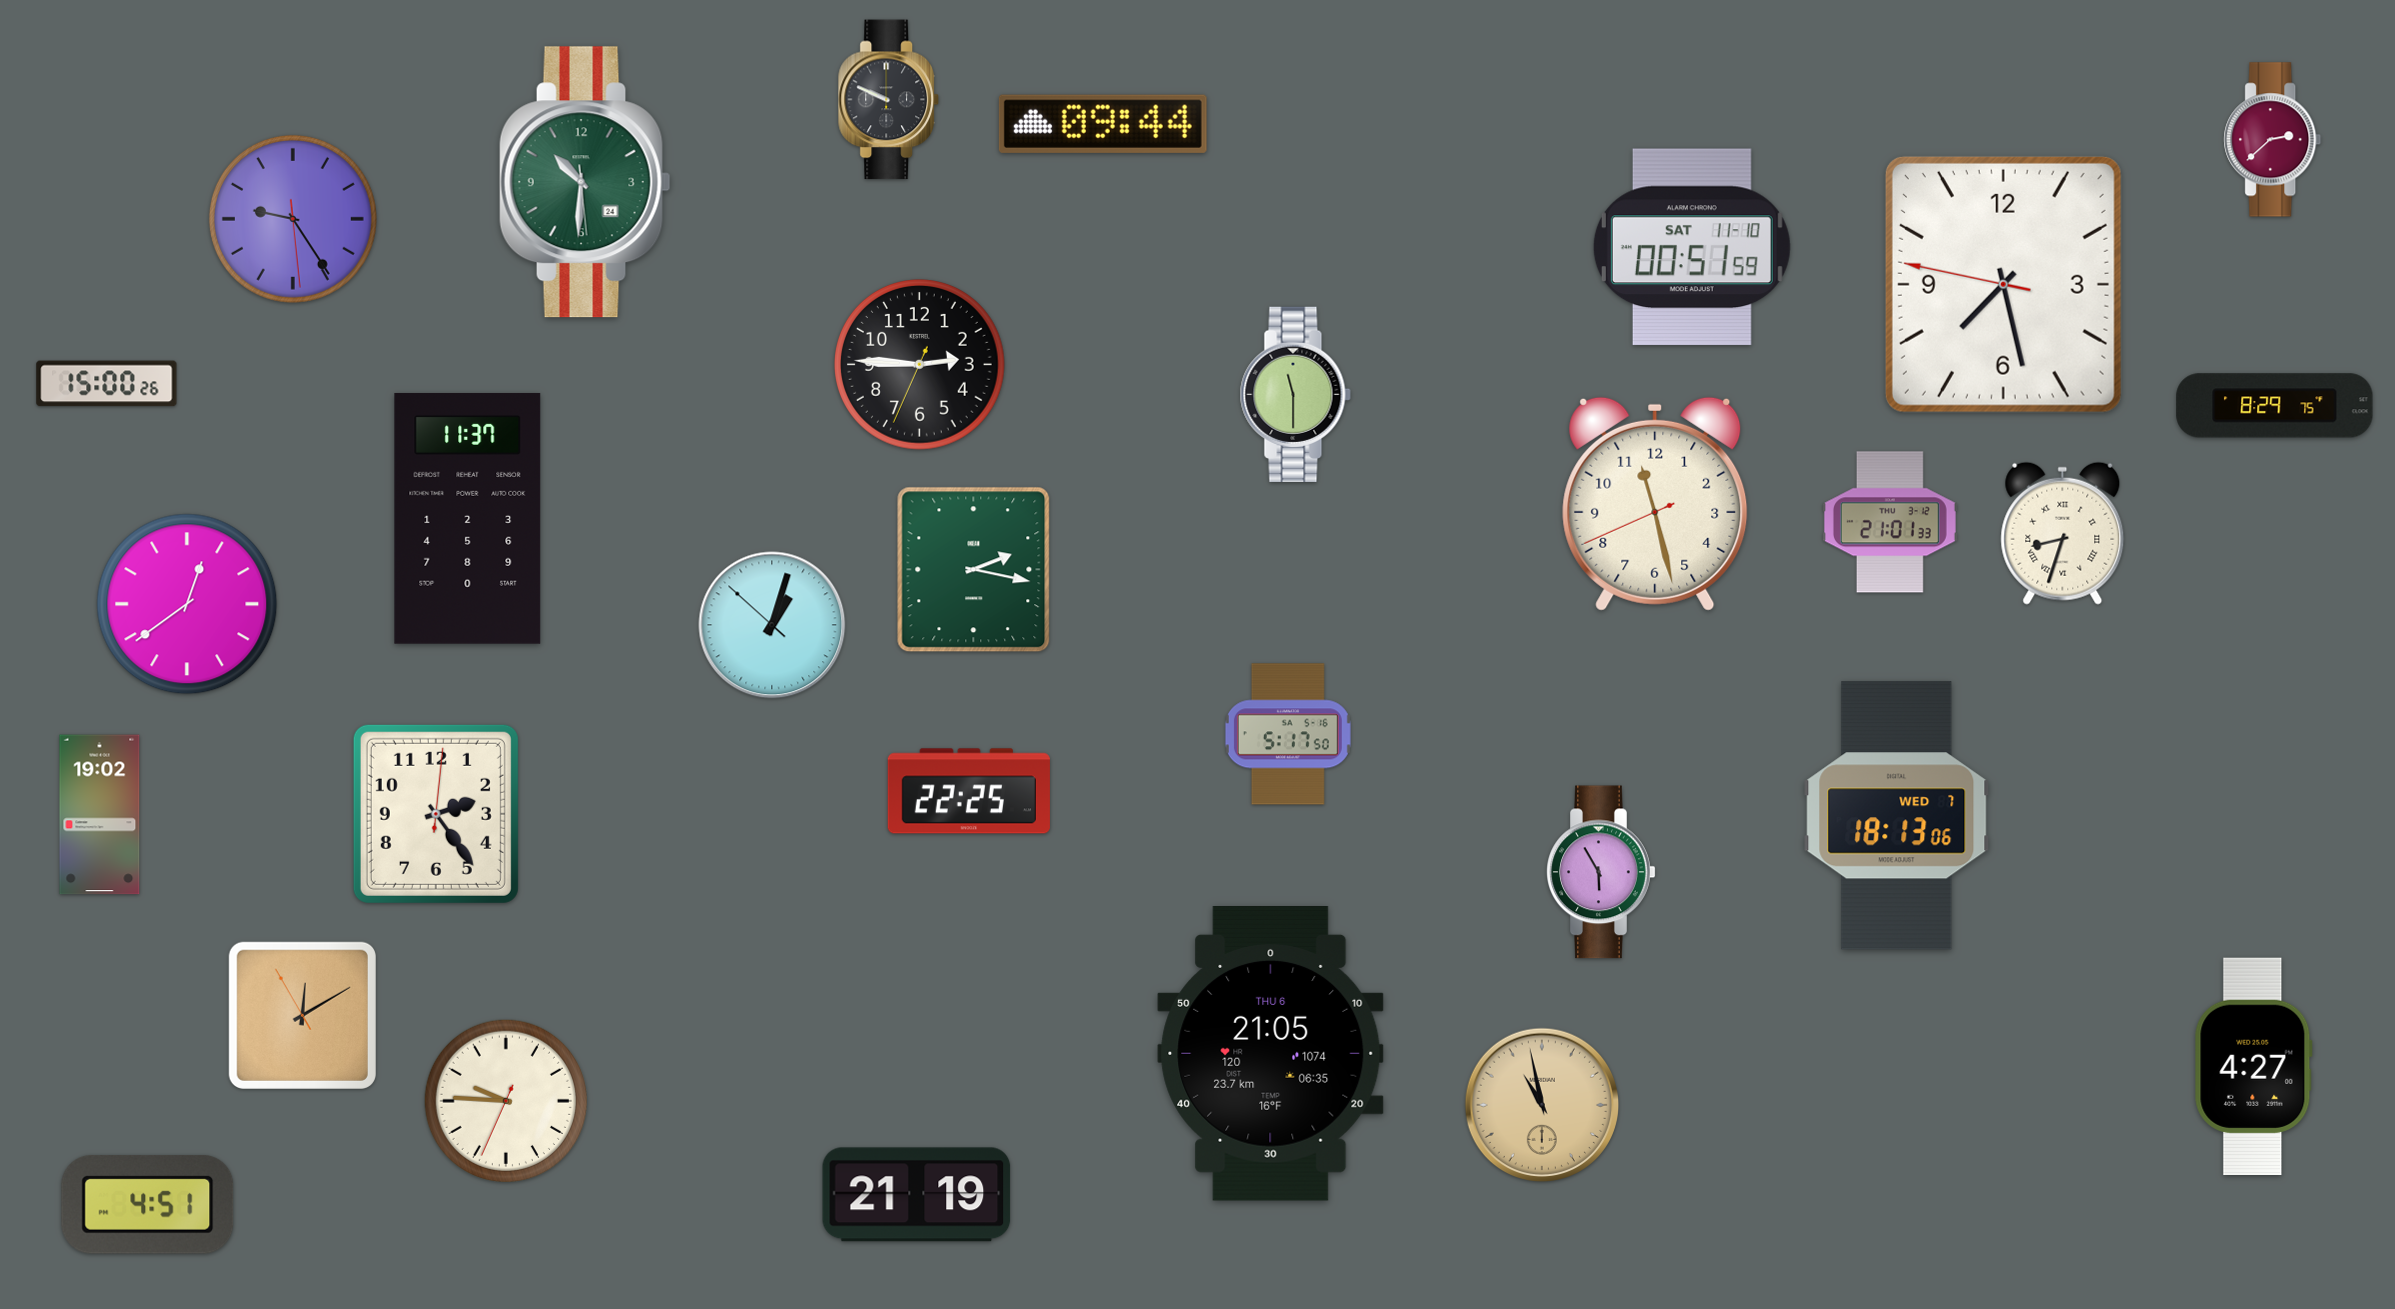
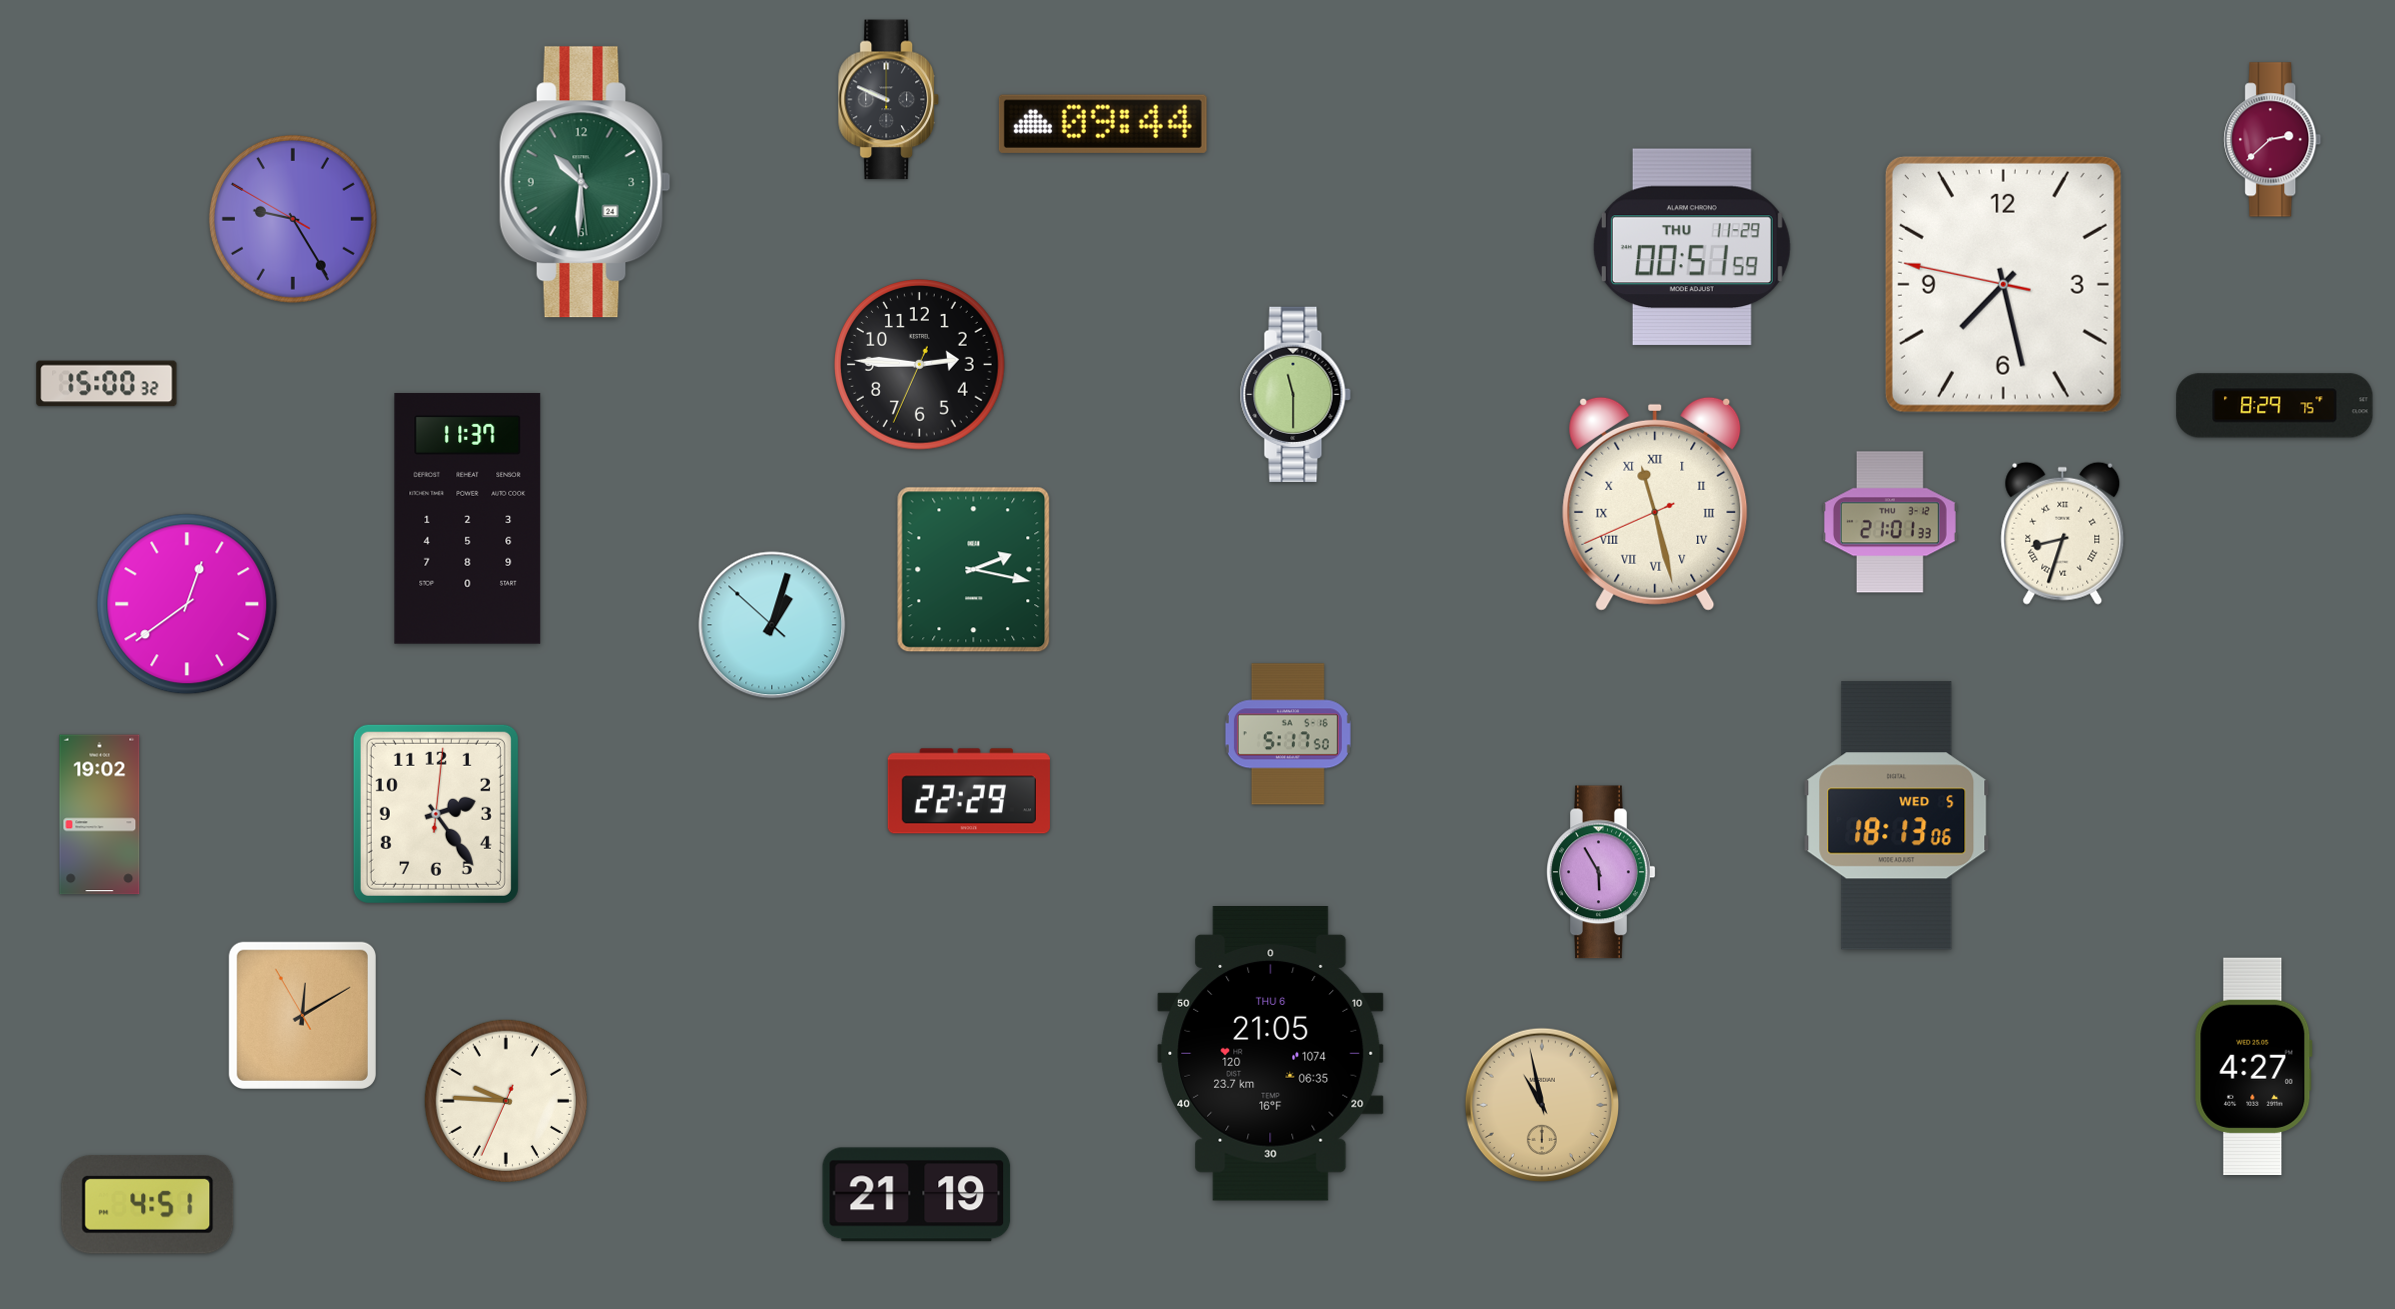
clock at (293, 219): 9:24:29 -> 9:24:50
clock at (1692, 247) date: SAT 11-10 -> THU 11-29
clock at (107, 384): 15:00:26 -> 15:00:32
clock at (1655, 504) numerals: Arabic -> Roman
clock at (969, 791): 22:25 -> 22:29
clock at (1897, 816) date: WED 7 -> WED 5
